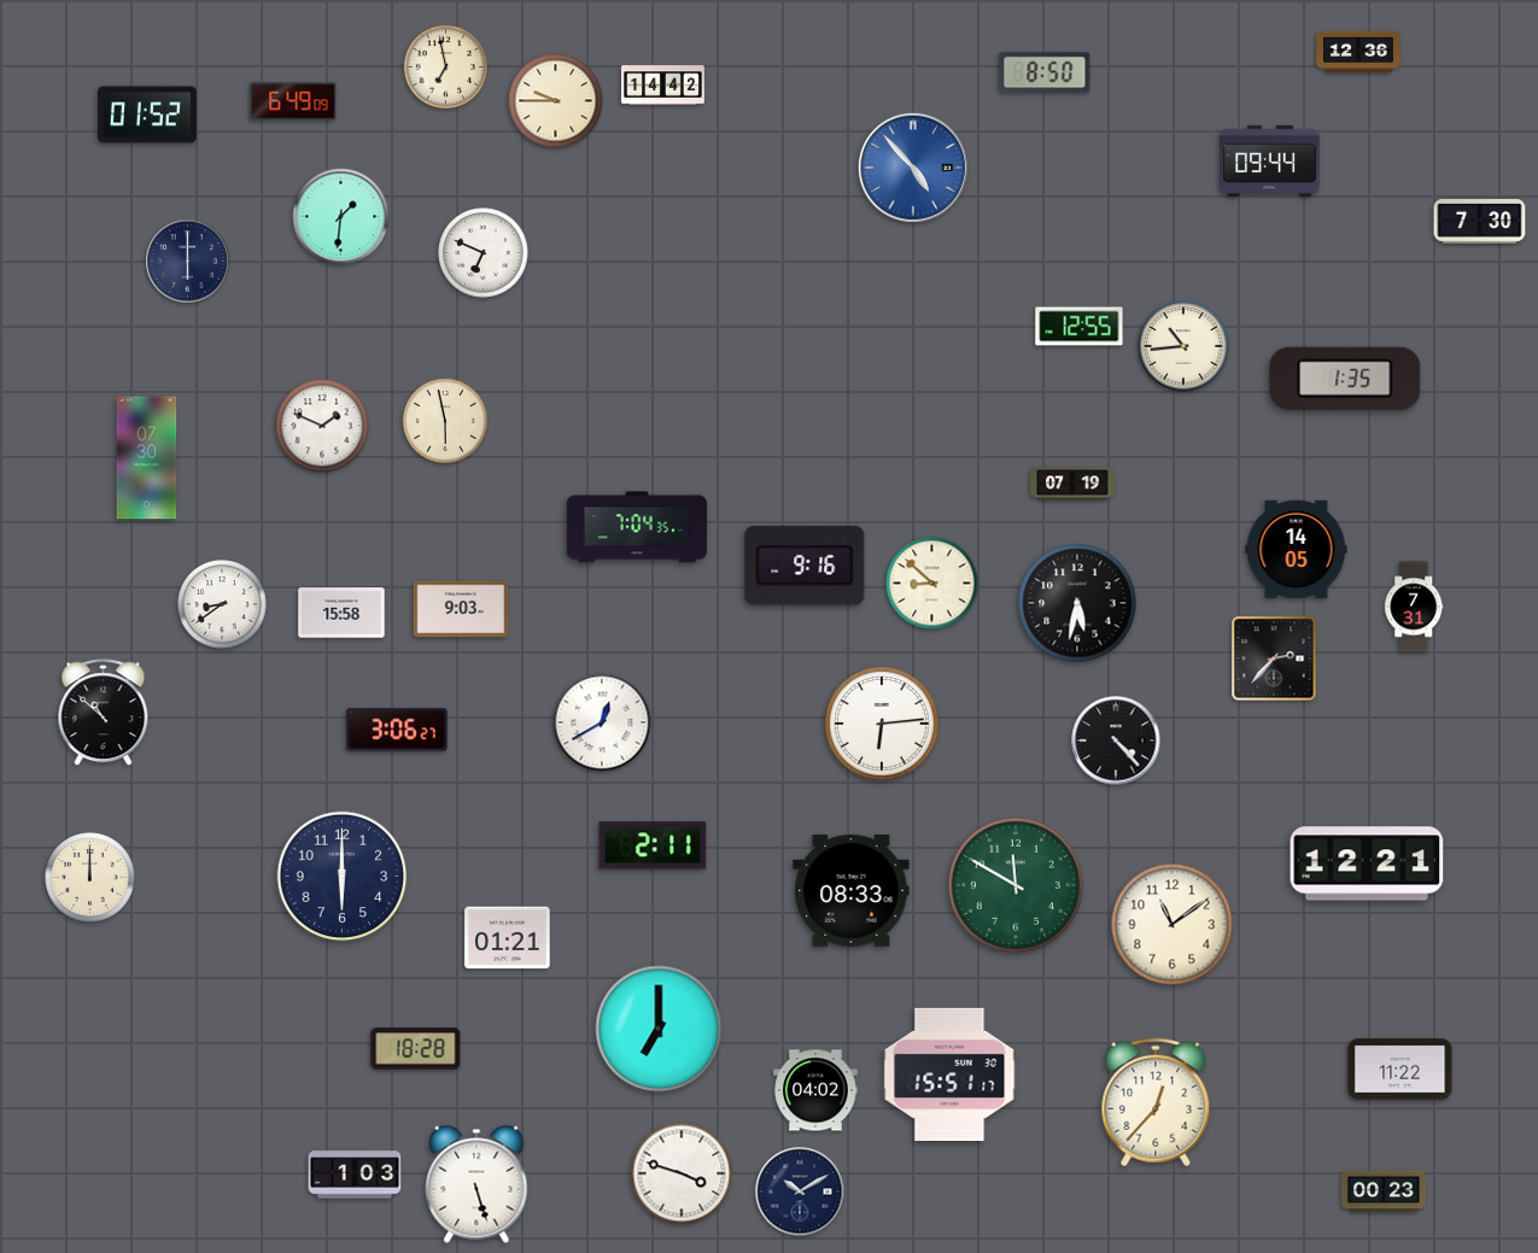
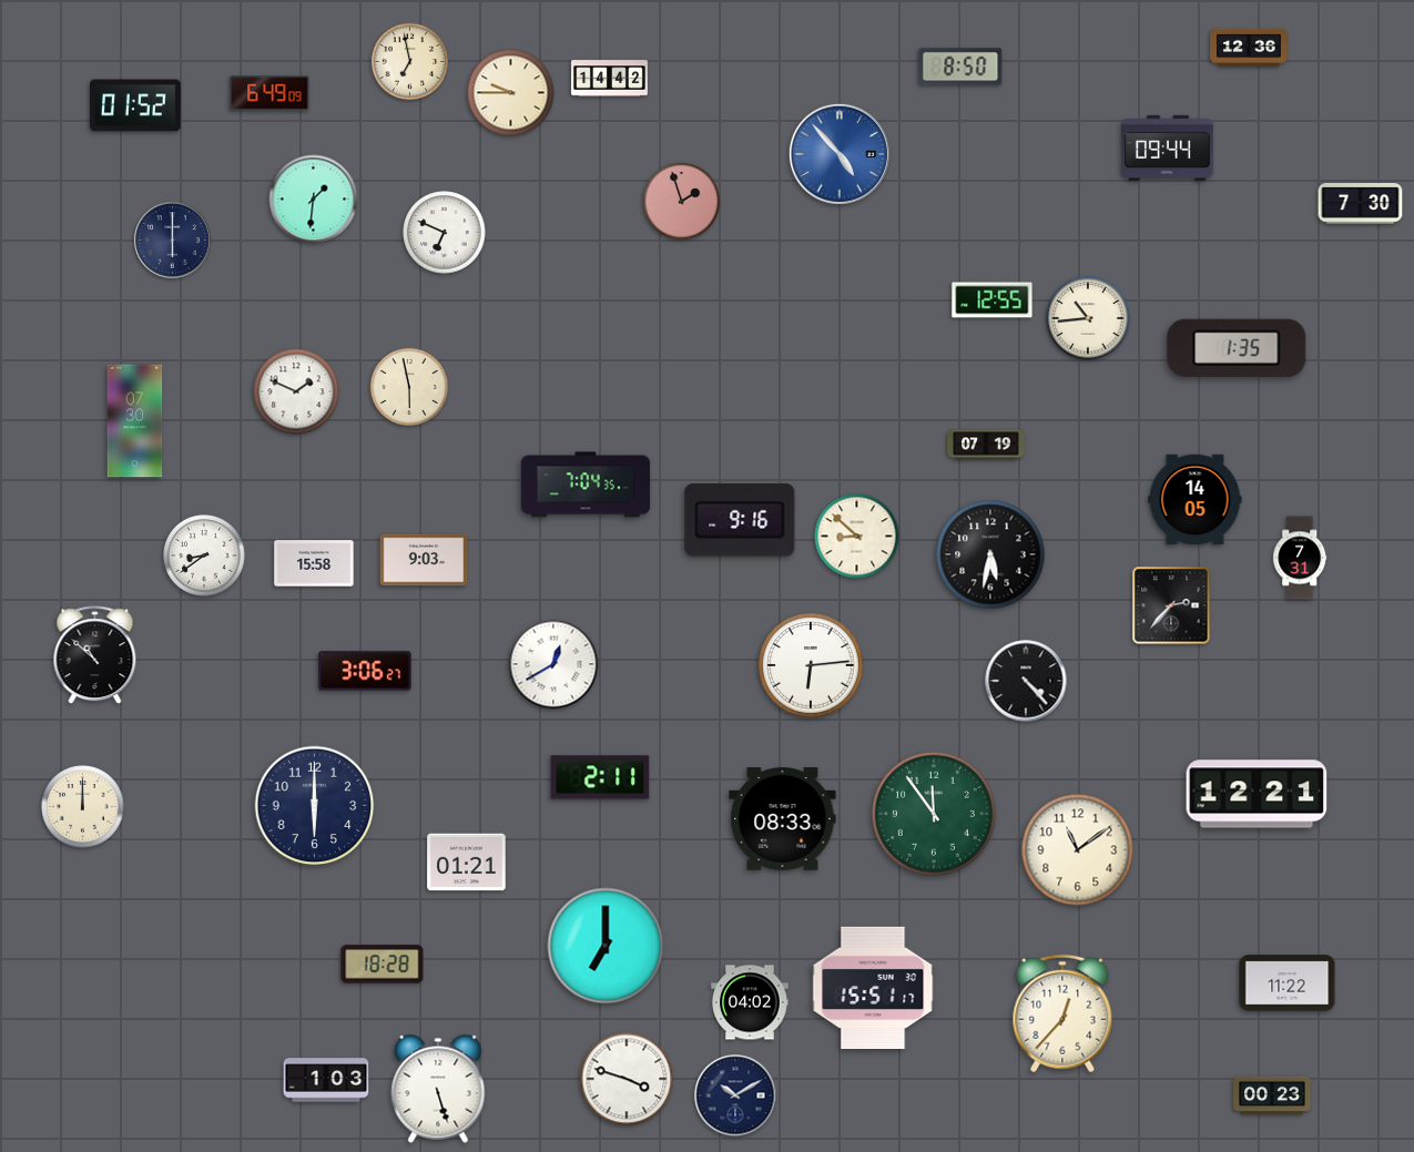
clock at (682, 202): none -> 1:57
clock at (1297, 550) position: (1297, 550) -> (1196, 500)
clock at (1016, 885): 11:50 -> 11:54
